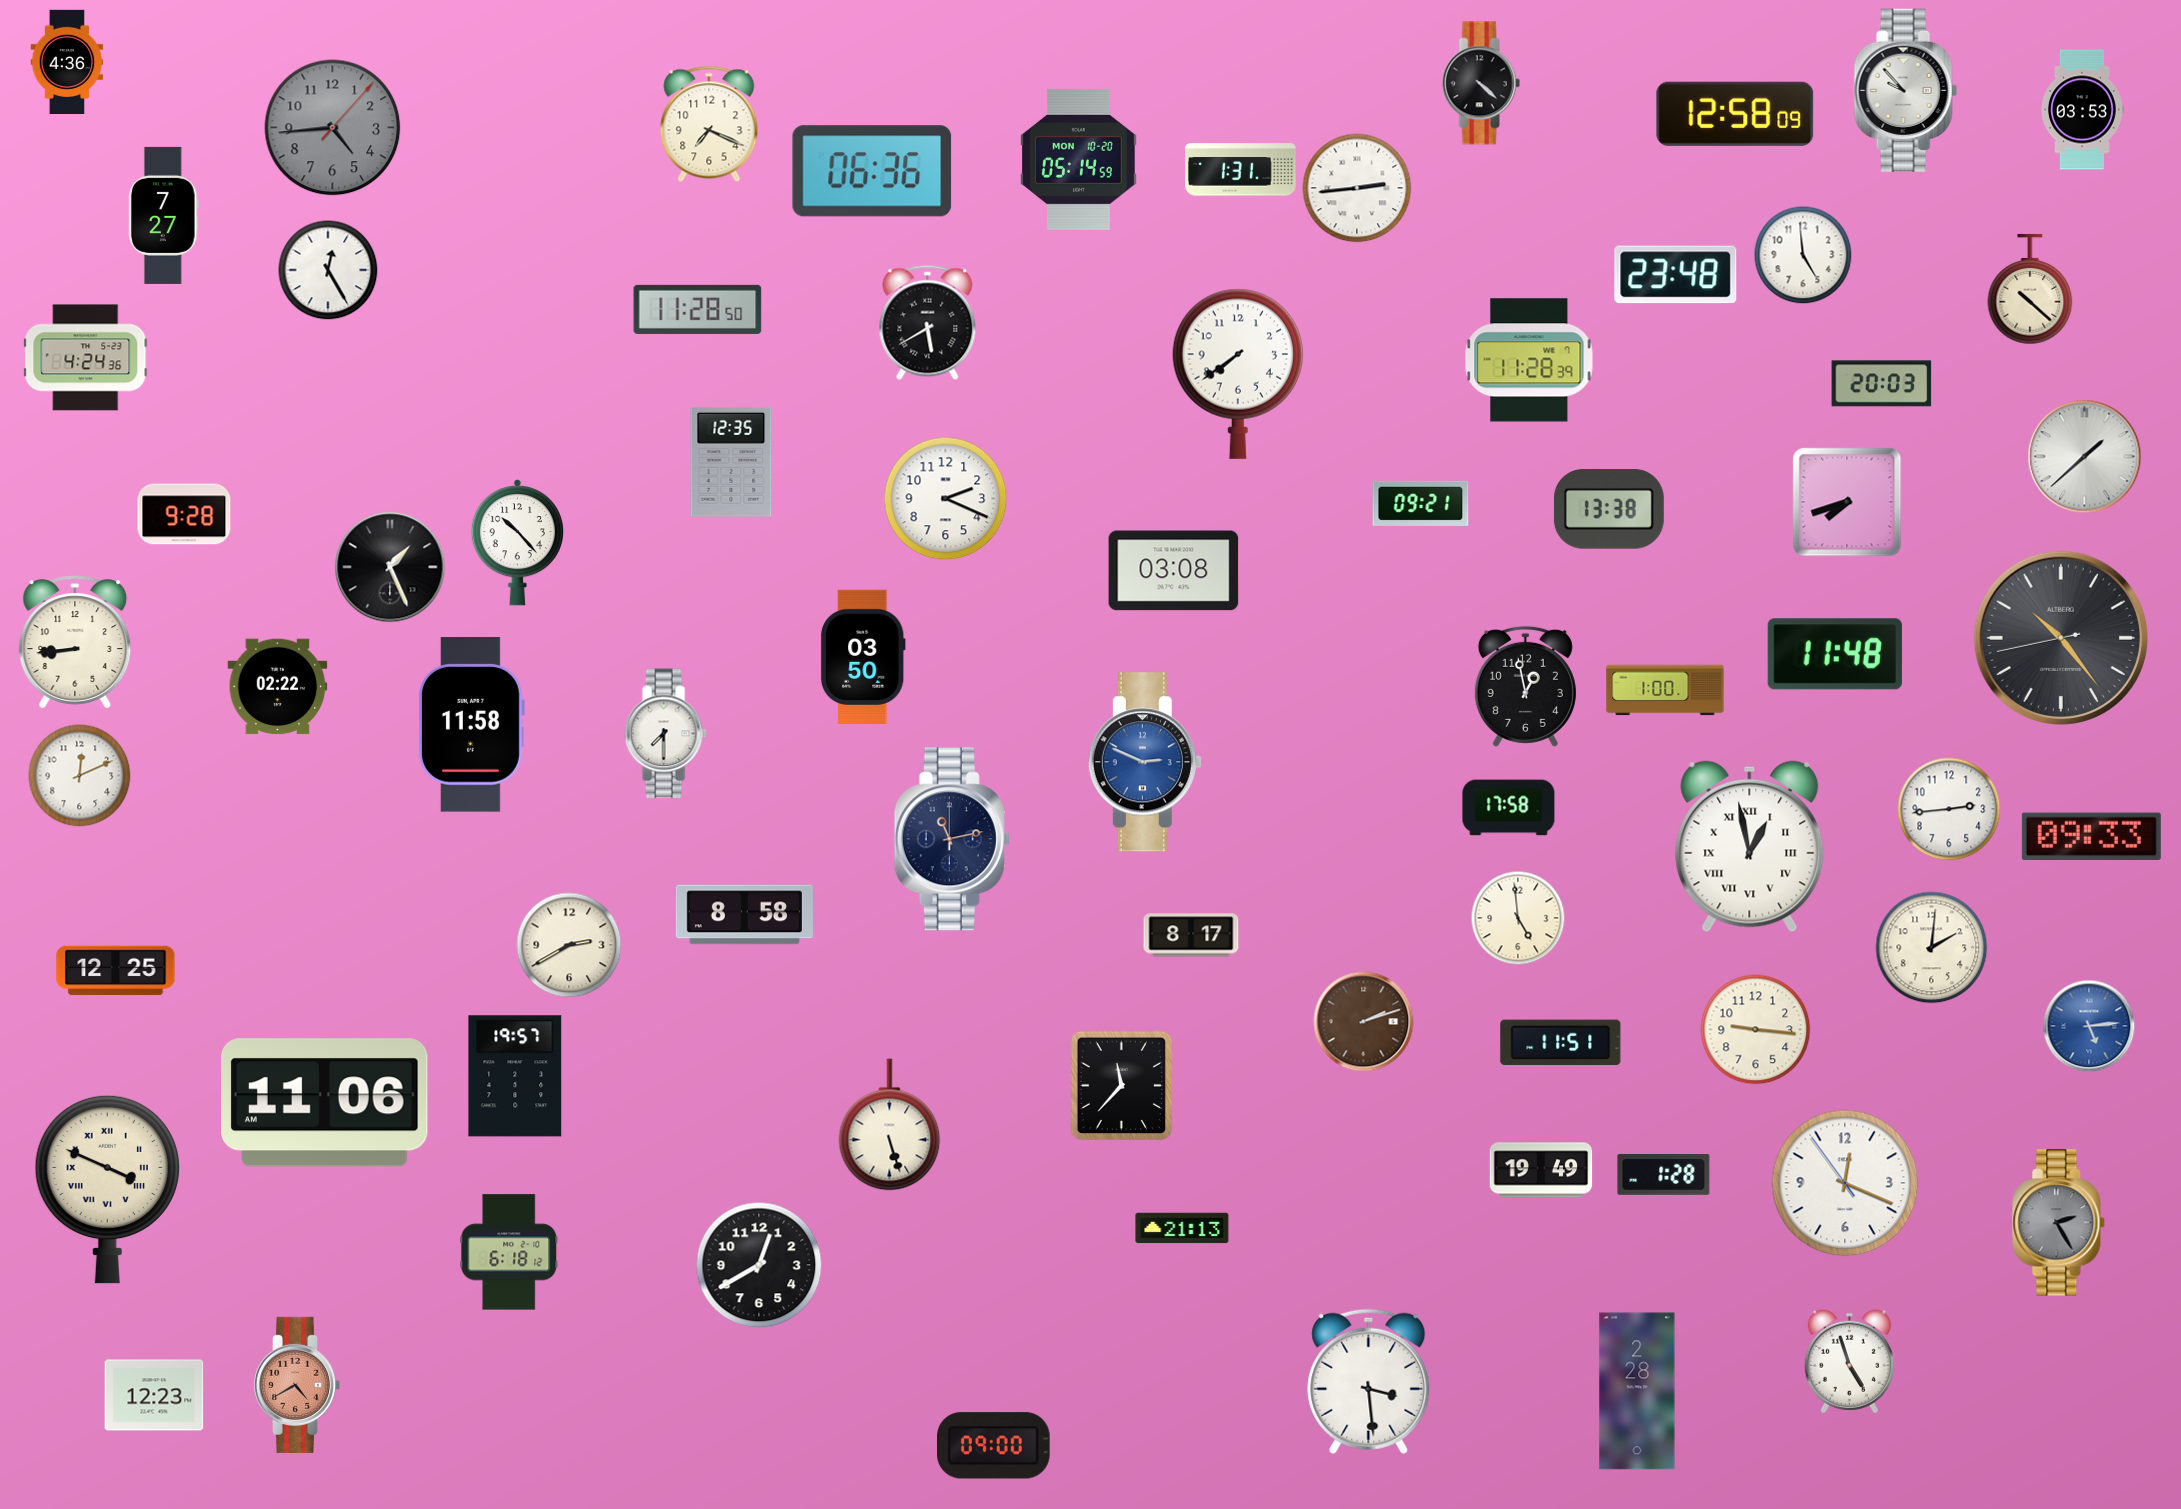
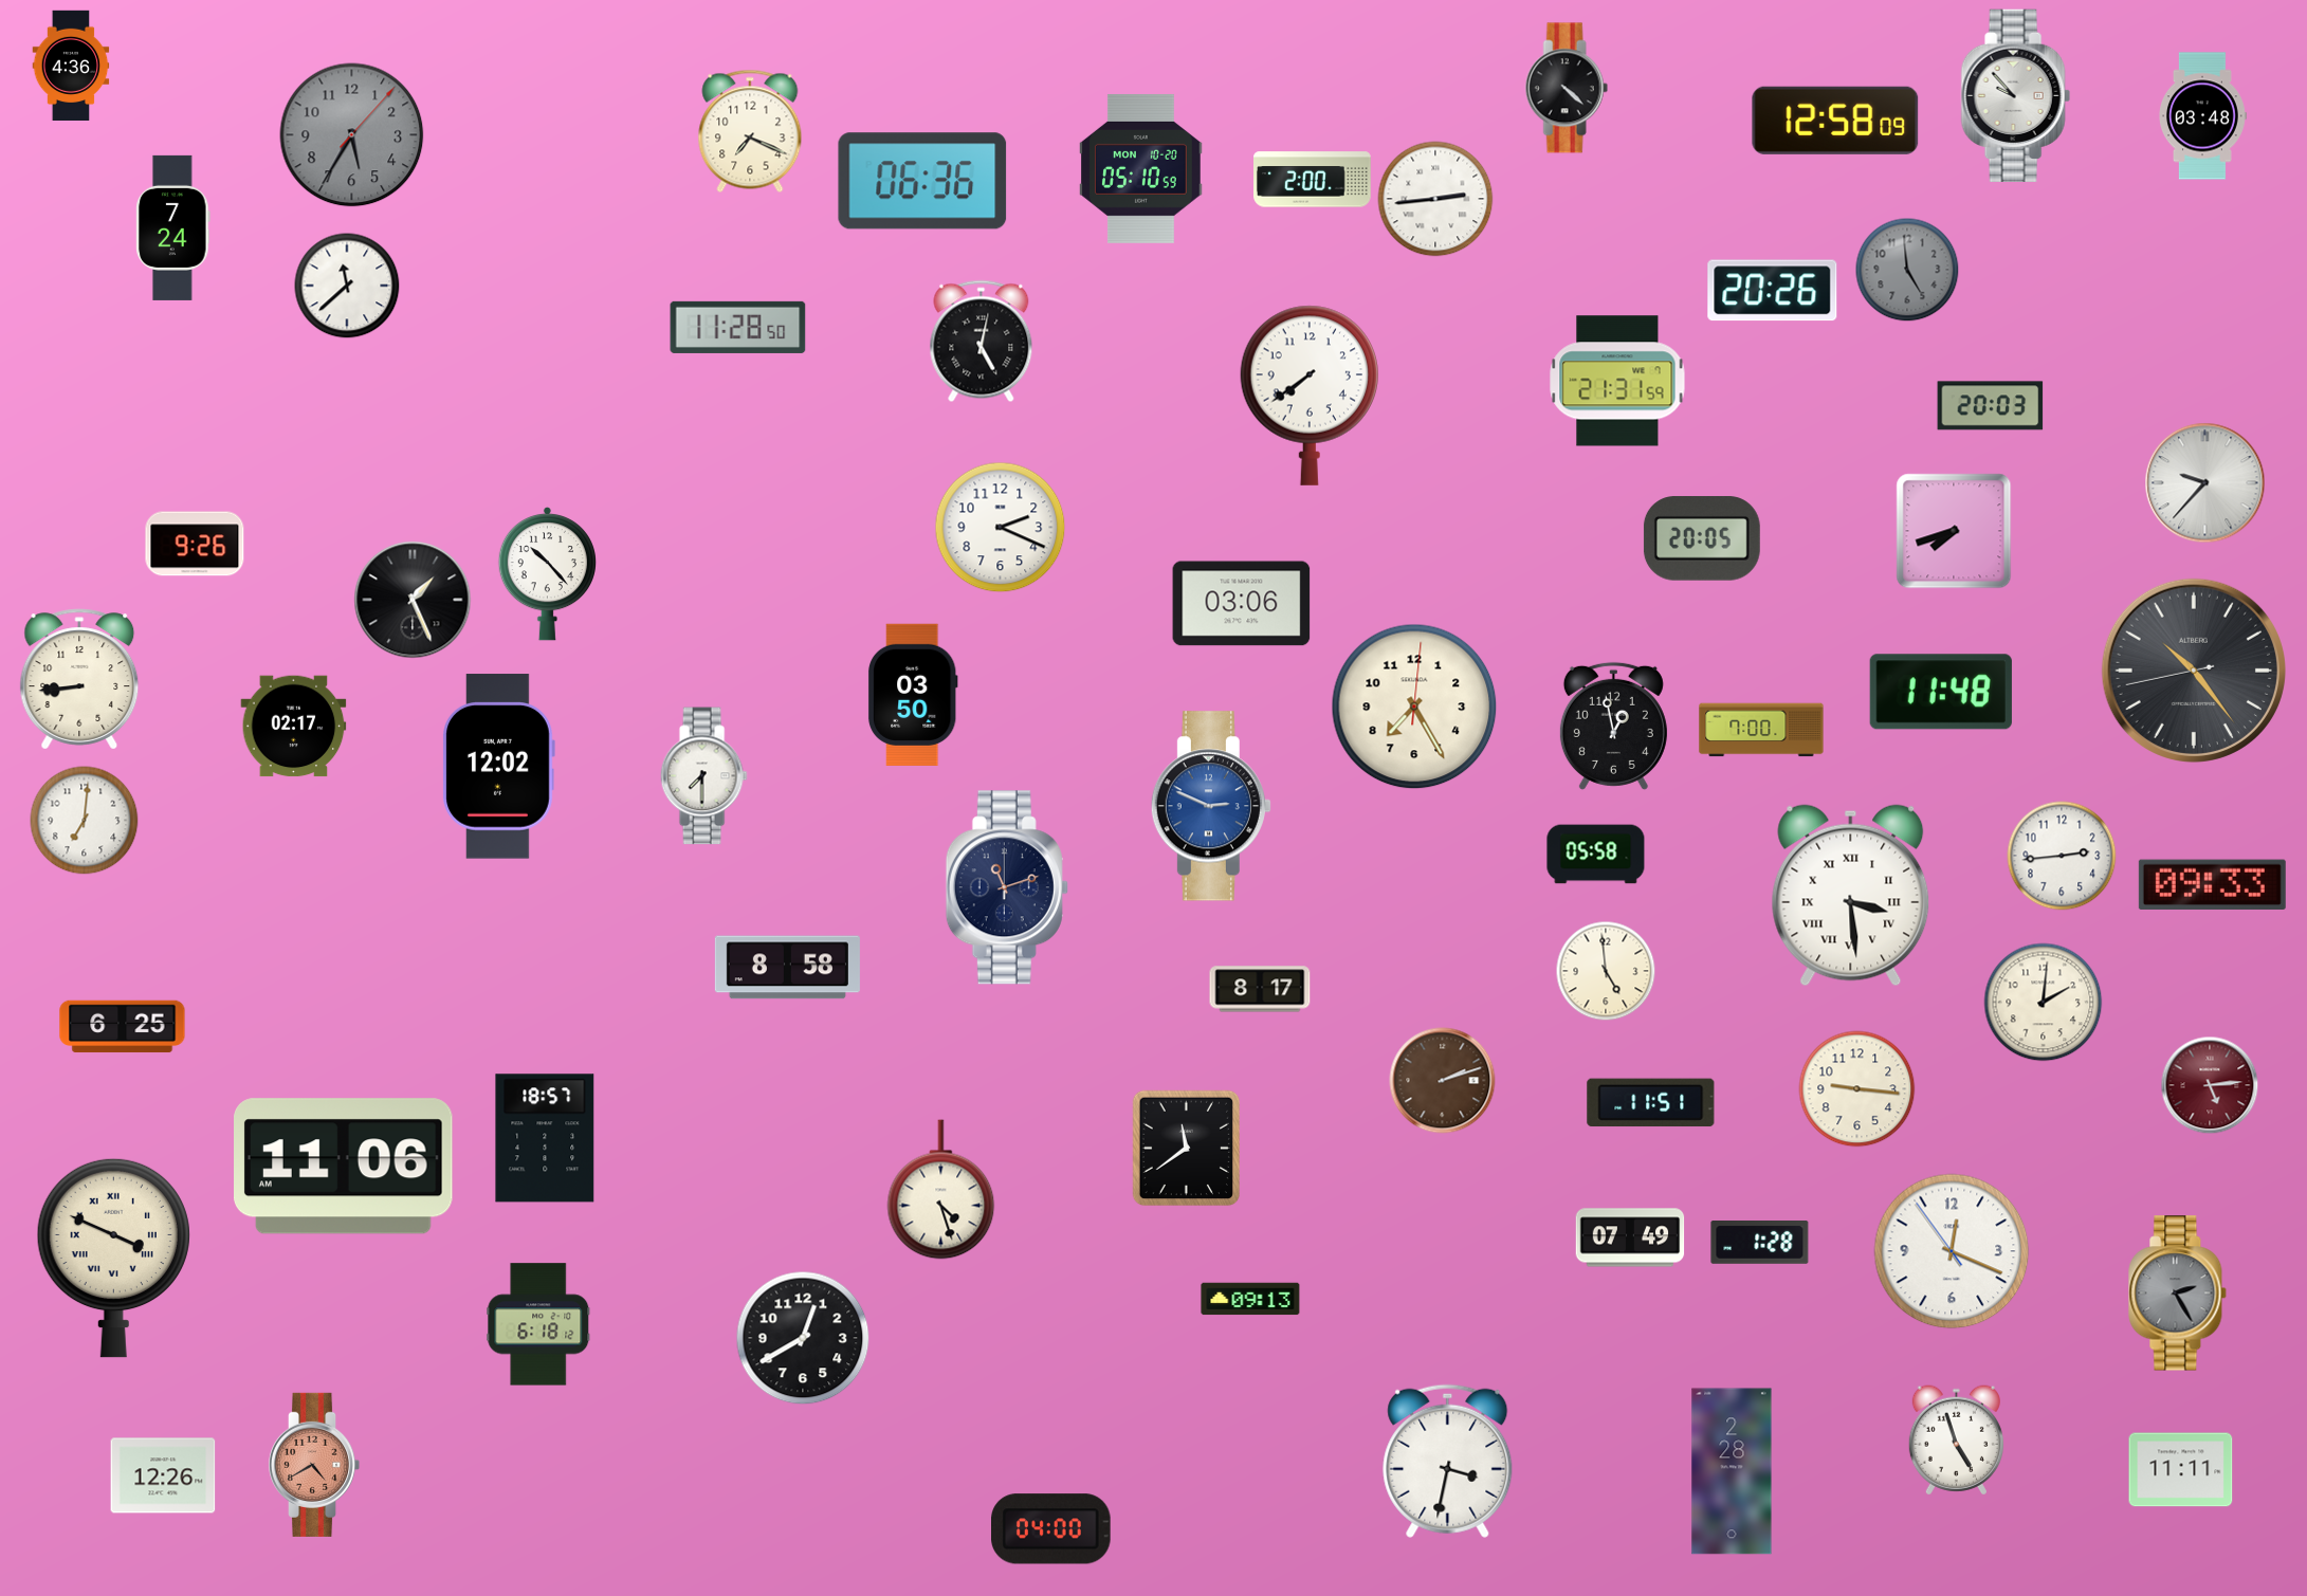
clock at (2083, 110): 03:53 -> 03:48
clock at (333, 128): 4:44 -> 5:35
clock at (1079, 159): 05:14 -> 05:10
clock at (1241, 170): 1:31 -> 2:00
clock at (164, 215): 7:27 -> 7:24
clock at (1803, 255) dial: white -> grey
clock at (328, 270): 12:25 -> 11:38
clock at (1676, 275): 23:48 -> 20:26
clock at (2030, 289): 10:22 -> none
clock at (928, 323): 5:40 -> 5:02
clock at (86, 358): 4:24 -> none
clock at (1529, 360): 11:28 -> 21:31
clock at (2085, 457): 1:38 -> 9:37
clock at (731, 462): 12:35 -> none
clock at (1421, 503): 09:21 -> none
clock at (1609, 509): 13:38 -> 20:05
clock at (184, 514): 9:28 -> 9:26
clock at (1174, 571): 03:08 -> 03:06
clock at (2060, 637) position: (2060, 637) -> (2193, 669)
clock at (1414, 707): none -> 7:25
clock at (278, 687): 02:22 -> 02:17
clock at (1665, 690): 1:00 -> 7:00
clock at (471, 725): 11:58 -> 12:02
clock at (80, 776): 12:11 -> 7:01
clock at (1509, 808): 17:58 -> 05:58
clock at (952, 839): 11:13 -> 11:12
clock at (1750, 847): 12:58 -> 3:29
clock at (569, 945): 2:40 -> none
clock at (116, 971): 12:25 -> 6:25
clock at (2089, 1026) dial: blue -> burgundy
clock at (515, 1076): 19:57 -> 18:57
clock at (1121, 1086): 11:37 -> 11:39
clock at (890, 1125): 5:27 -> 4:27
clock at (1541, 1170): 19:49 -> 07:49
clock at (1182, 1228): 21:13 -> 09:13
clock at (1369, 1381): 3:29 -> 3:32
clock at (2181, 1470): none -> 11:11
clock at (154, 1395): 12:23 -> 12:26
clock at (994, 1446): 09:00 -> 04:00
